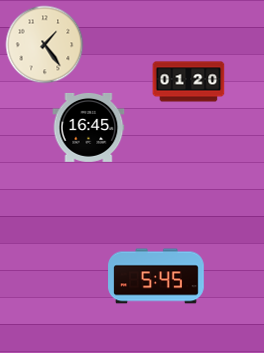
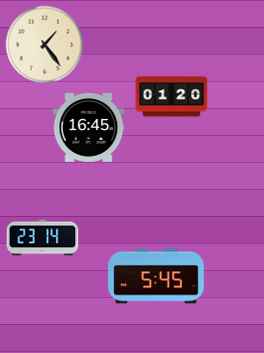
clock at (189, 82) position: (189, 82) -> (172, 97)
clock at (43, 238): none -> 23:14
